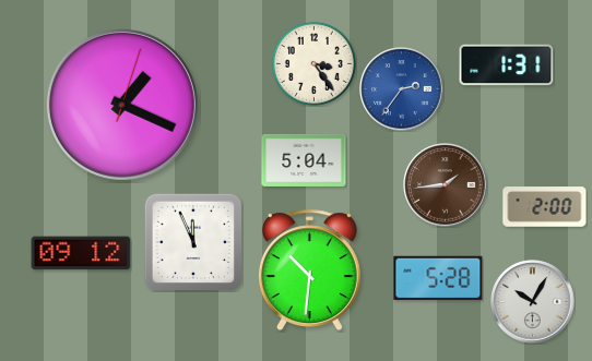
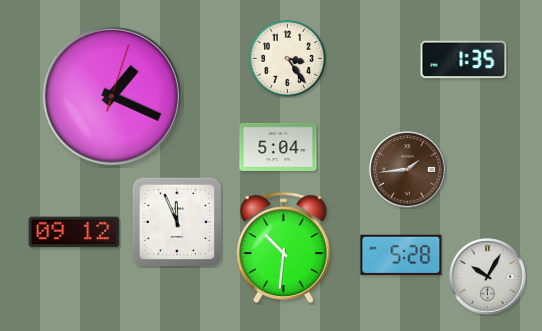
clock at (507, 65): 1:31 -> 1:35
clock at (402, 89): 2:36 -> none
clock at (545, 207): 2:00 -> none
